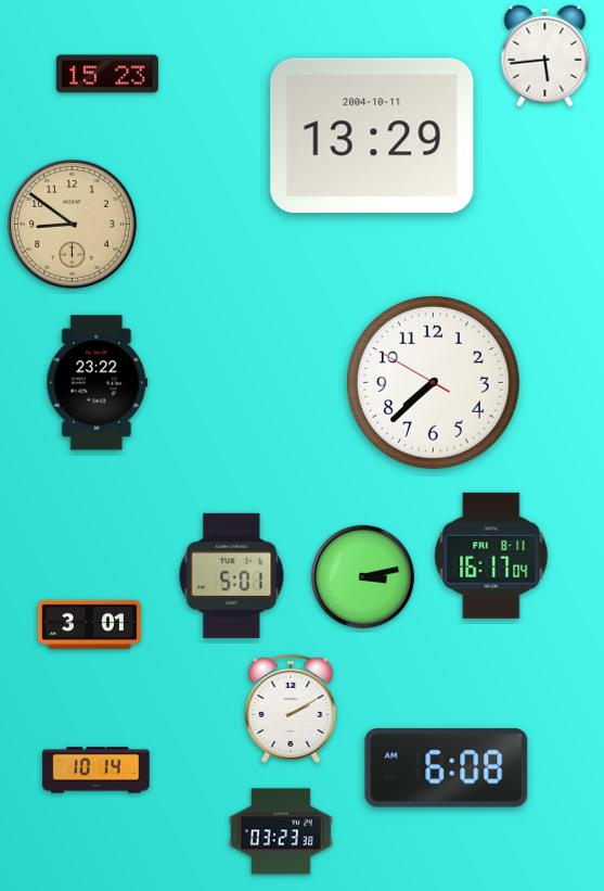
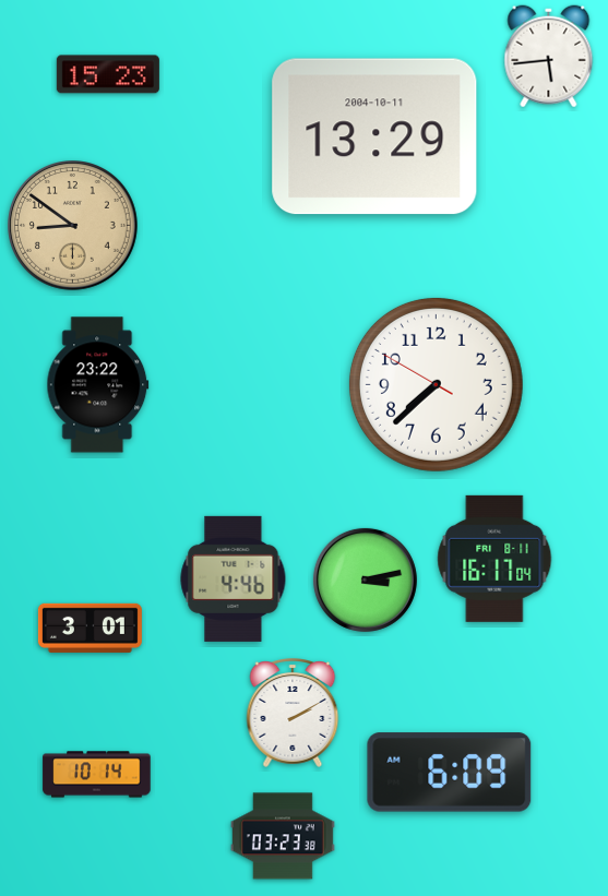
clock at (232, 575): 5:01 -> 4:46
clock at (447, 768): 6:08 -> 6:09
